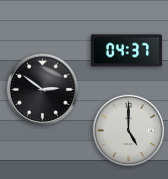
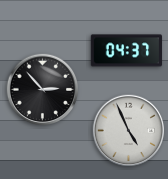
clock at (43, 90): 2:51 -> 2:53
clock at (129, 131): 5:00 -> 4:56
